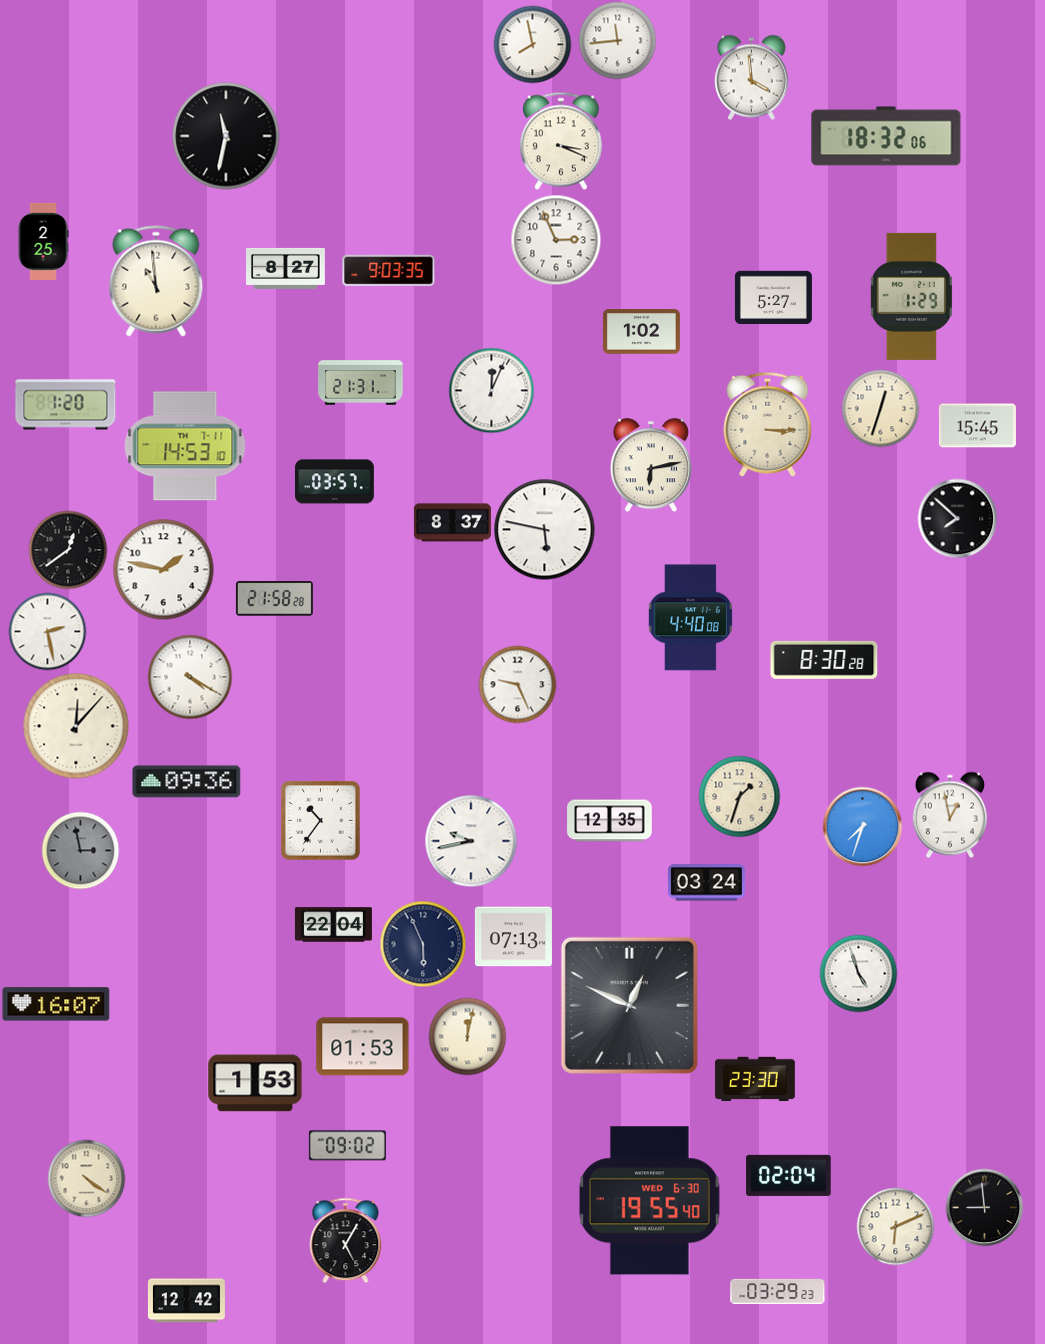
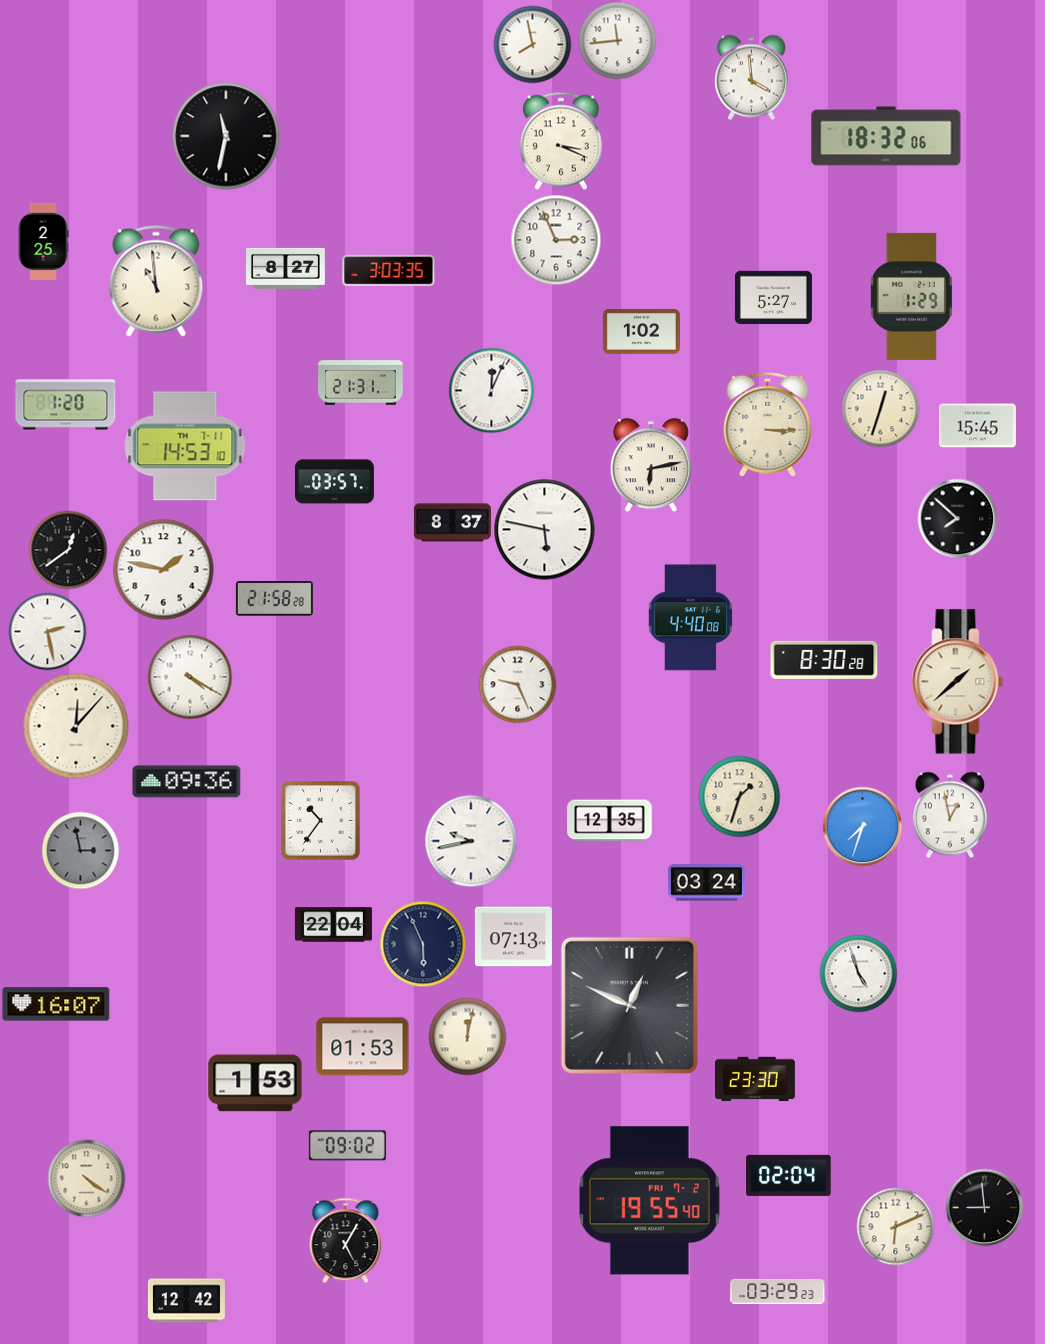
clock at (389, 271): 9:03 -> 3:03
clock at (958, 682): none -> 1:38
clock at (649, 1201) date: WED 6-30 -> FRI 7-2
